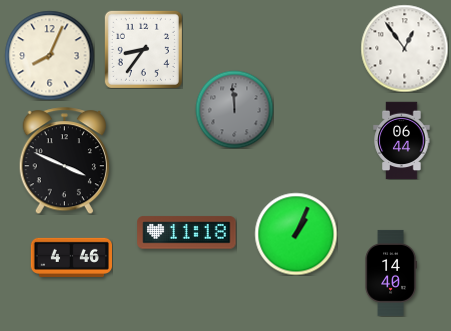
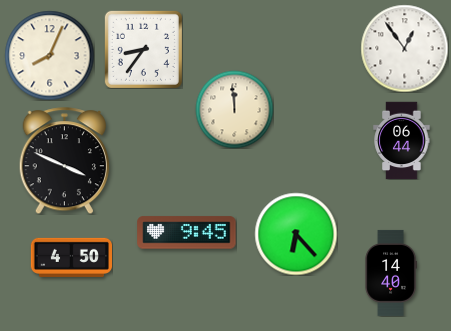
clock at (234, 109) dial: grey -> cream
clock at (187, 233): 11:18 -> 9:45
clock at (296, 234): 1:04 -> 6:23
clock at (71, 257): 4:46 -> 4:50
